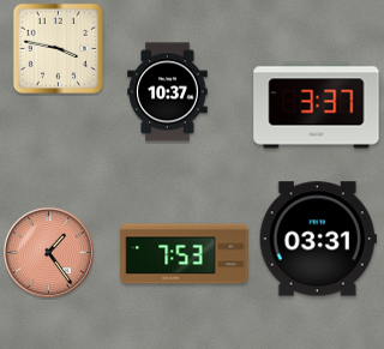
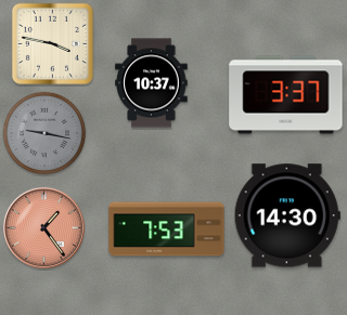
clock at (44, 133): none -> 9:17
clock at (318, 239): 03:31 -> 14:30
